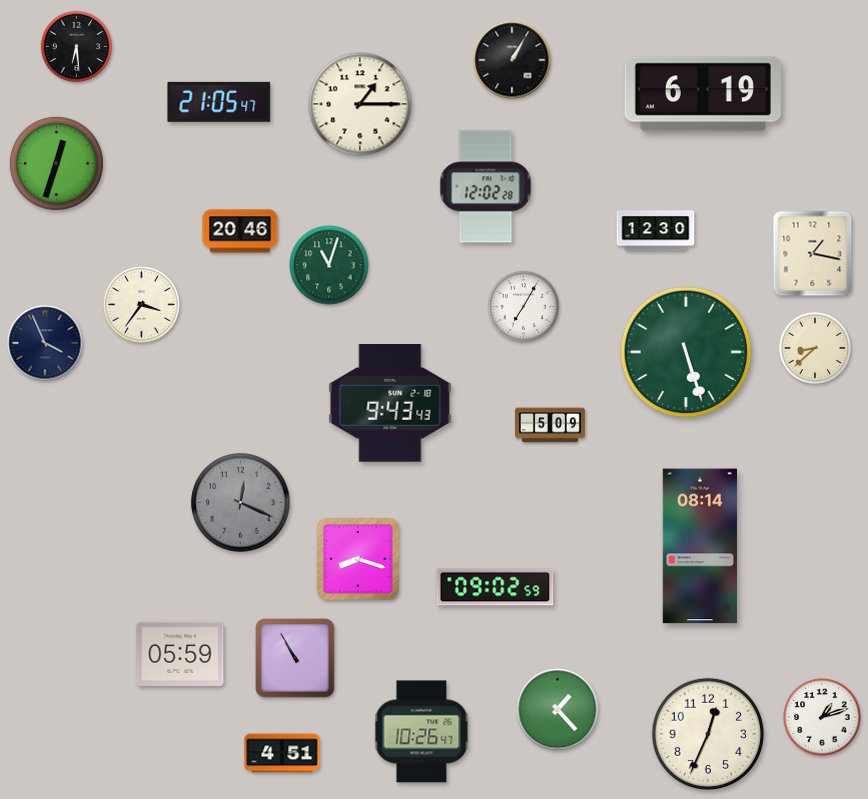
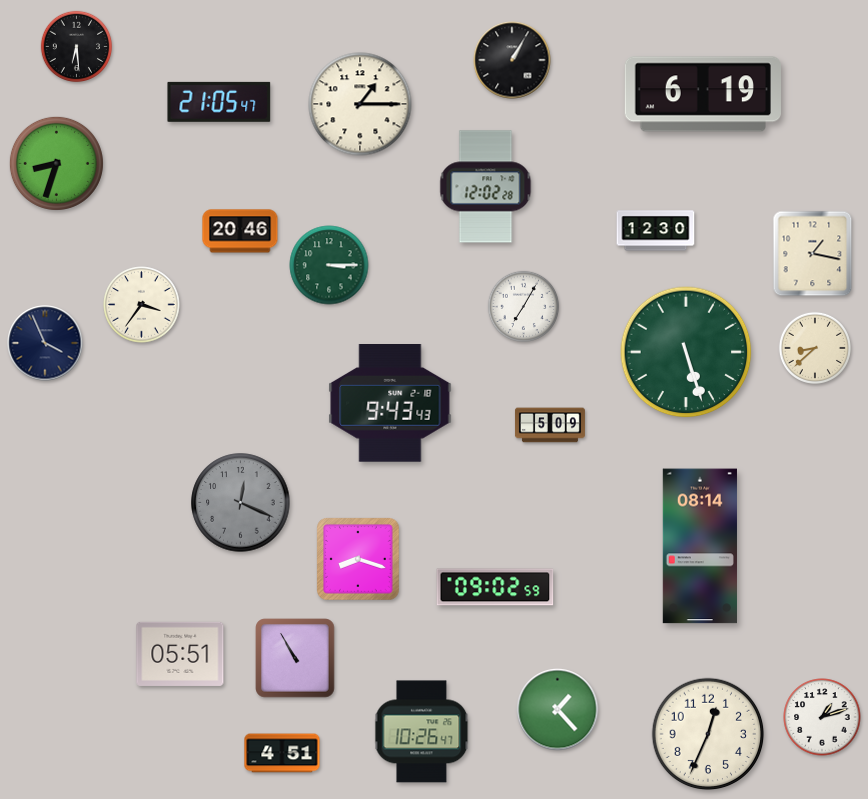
clock at (56, 163): 12:33 -> 8:33
clock at (329, 265): 11:03 -> 3:15
clock at (180, 654): 05:59 -> 05:51
